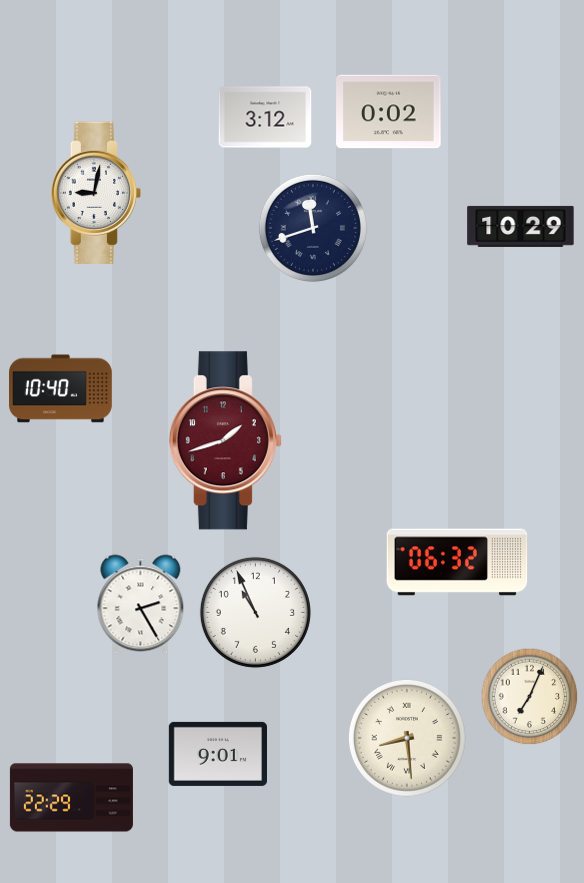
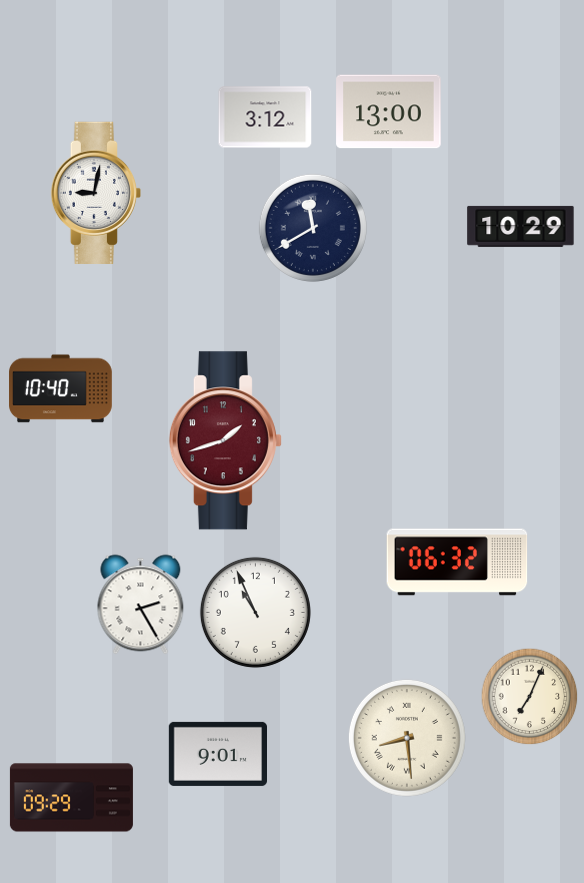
clock at (389, 112): 0:02 -> 13:00
clock at (313, 228): 11:42 -> 11:40
clock at (71, 798): 22:29 -> 09:29
